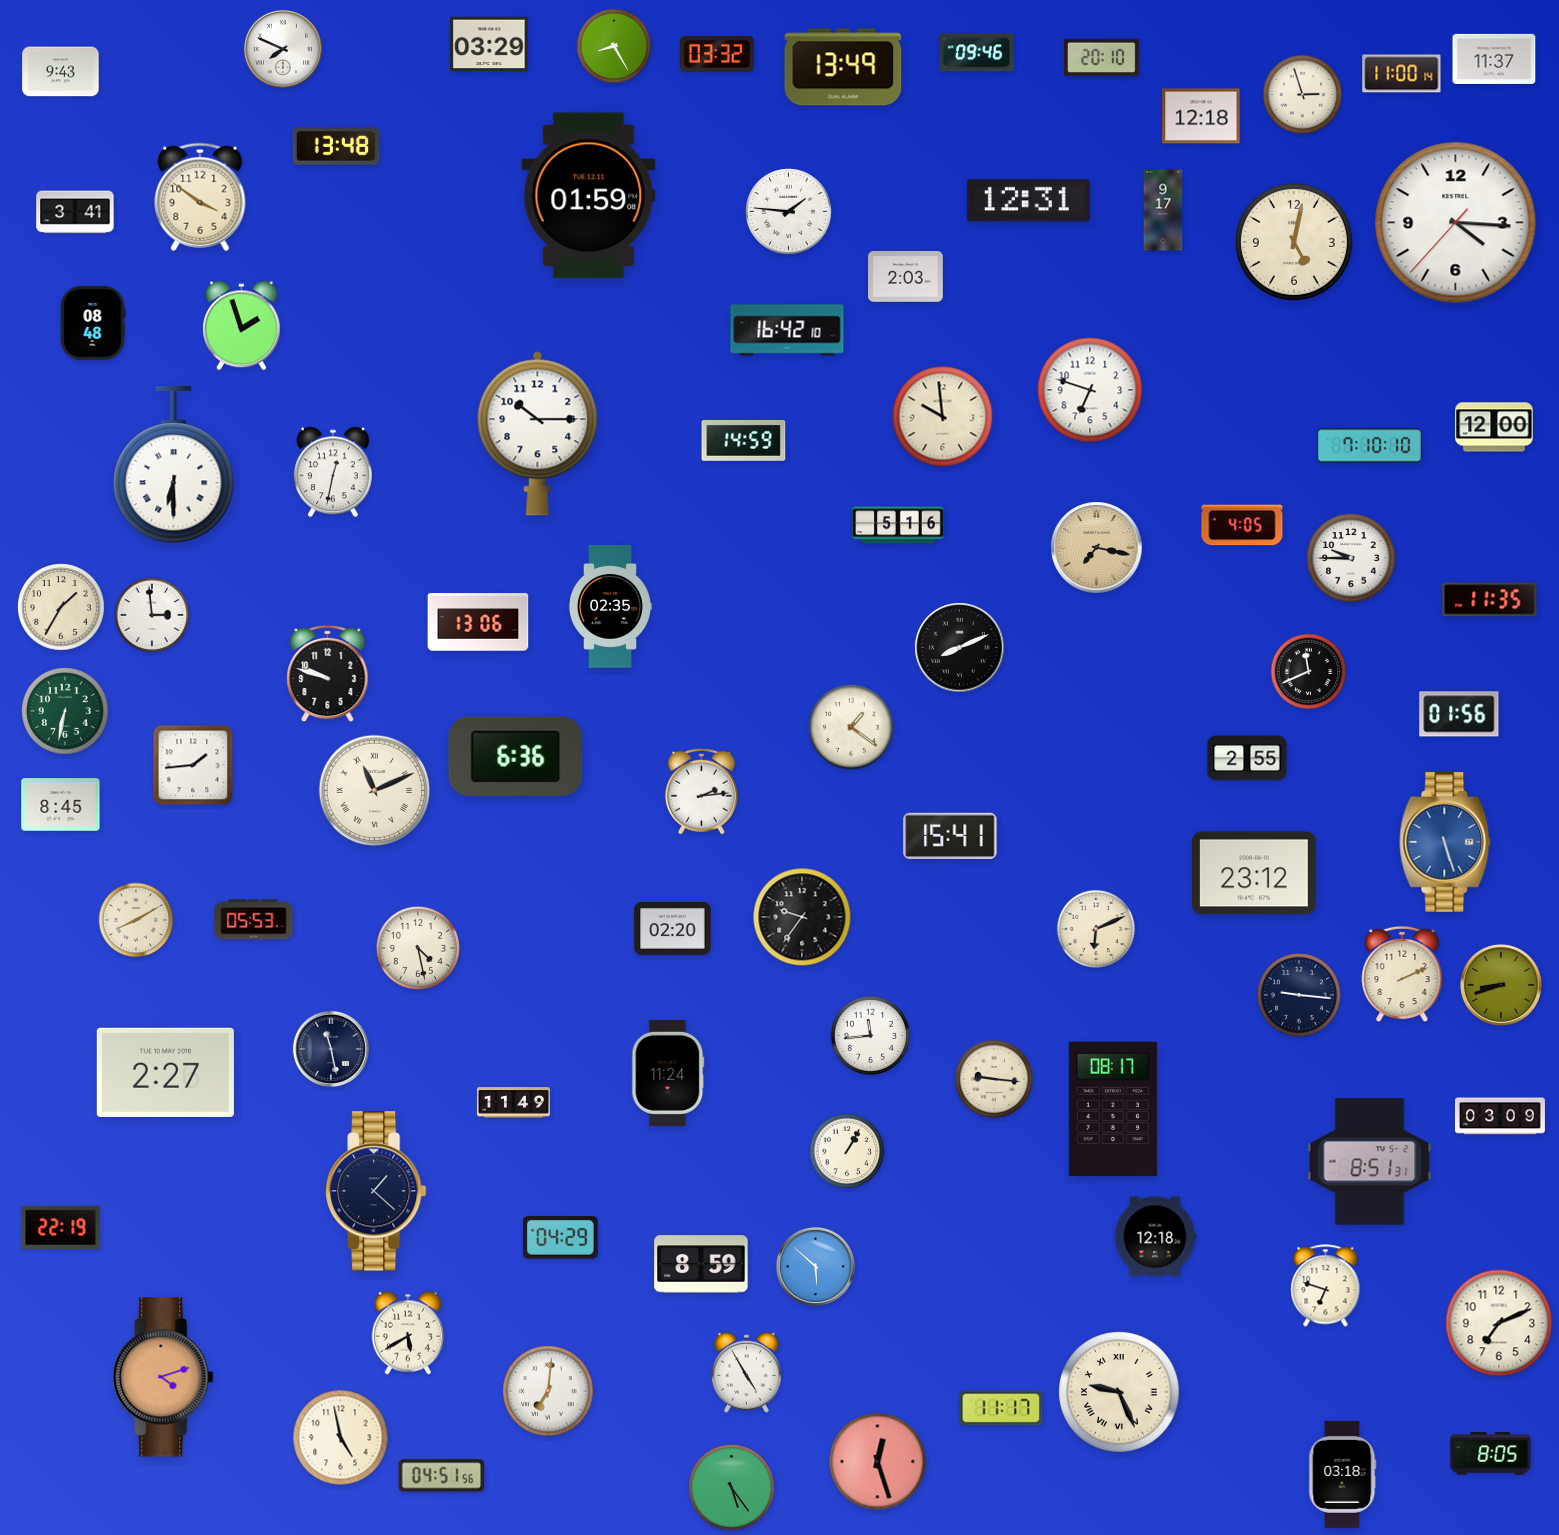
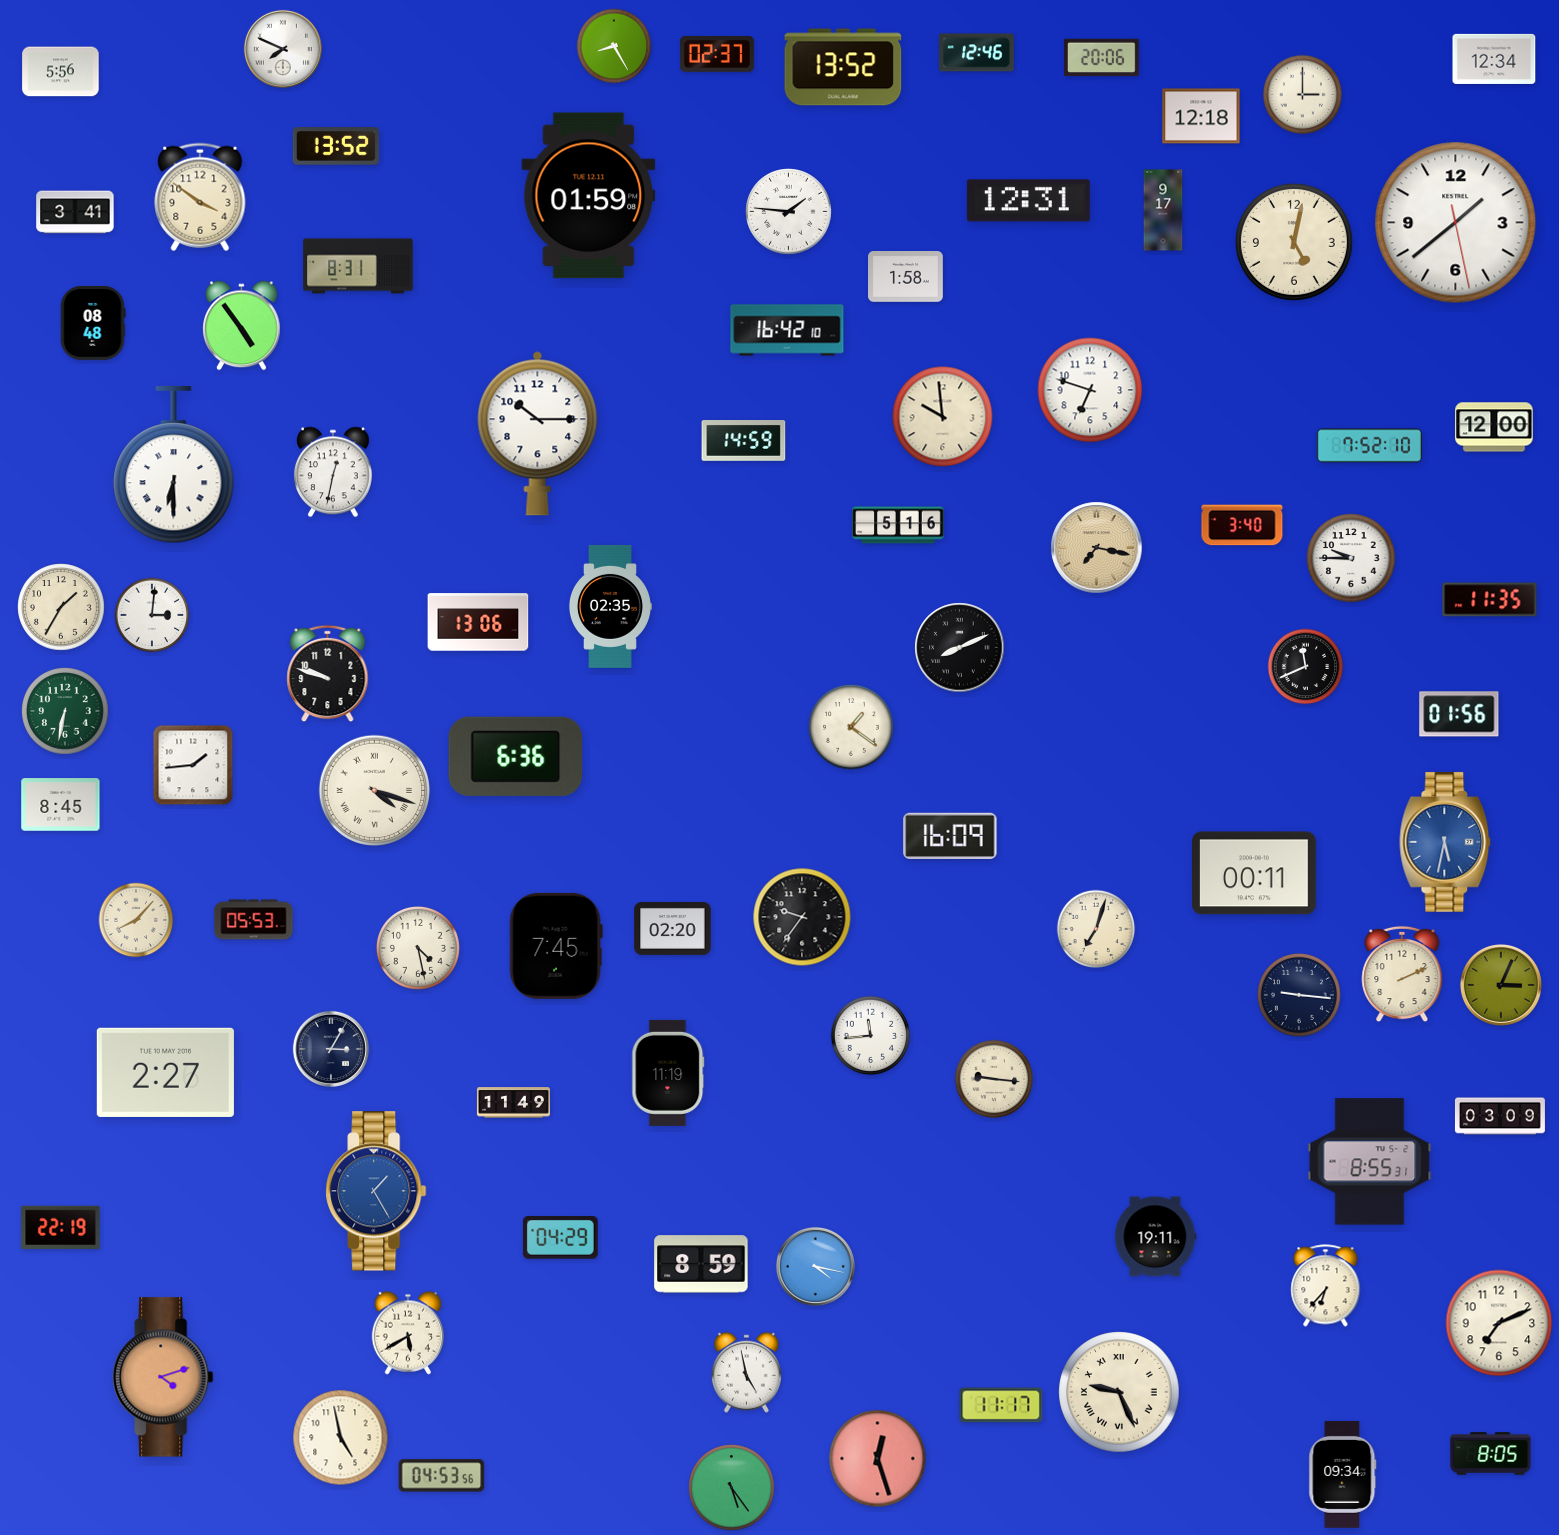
clock at (489, 44): 03:29 -> none
clock at (977, 53): 09:46 -> 12:46
clock at (717, 54): 03:32 -> 02:37
clock at (1102, 58): 20:10 -> 20:06
clock at (1494, 59): 11:37 -> 12:34
clock at (843, 67): 13:49 -> 13:52
clock at (61, 72): 9:43 -> 5:56
clock at (1402, 74): 11:00 -> none
clock at (1303, 95): 2:57 -> 3:00
clock at (336, 146): 13:48 -> 13:52
clock at (1456, 223): 4:15 -> 1:38
clock at (358, 266): none -> 8:31
clock at (906, 277): 2:03 -> 1:58
clock at (242, 326): 1:57 -> 4:54
clock at (1369, 446): 7:10 -> 7:52
clock at (1242, 525): 4:05 -> 3:40
clock at (152, 615): 2:59 -> 3:01
clock at (1309, 672) position: (1309, 672) -> (1306, 667)
clock at (1247, 758): 2:55 -> none
clock at (375, 791): 11:11 -> 4:18
clock at (701, 791): 2:14 -> none
clock at (950, 835): 15:41 -> 16:09
clock at (1445, 842): 5:27 -> 5:32
clock at (1255, 873): 23:12 -> 00:11
clock at (136, 920): 8:10 -> 8:07
clock at (1096, 929): 6:11 -> 7:03
clock at (556, 946): none -> 7:45
clock at (1501, 985): 8:42 -> 3:04
clock at (331, 1049): 11:28 -> 3:05
clock at (668, 1073): 11:24 -> 11:19
clock at (1113, 1109): 08:17 -> none
clock at (847, 1151): 1:05 -> none
clock at (1370, 1162): 8:51 -> 8:55
clock at (376, 1191): 1:22 -> 1:25
clock at (376, 1191) dial: navy -> blue
clock at (1155, 1237): 12:18 -> 19:11
clock at (815, 1266): 5:52 -> 4:17
clock at (1326, 1286): 6:48 -> 6:37
clock at (746, 1372): 4:55 -> 4:58
clock at (548, 1391): 7:01 -> none
clock at (1001, 1408) position: (1001, 1408) -> (1001, 1405)
clock at (878, 1462) position: (878, 1462) -> (878, 1459)
clock at (1343, 1474): 03:18 -> 09:34
clock at (442, 1476): 04:51 -> 04:53
